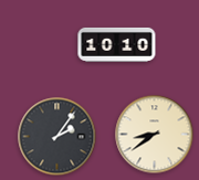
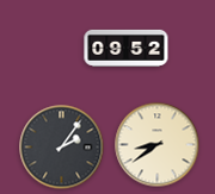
clock at (117, 44): 10:10 -> 09:52
clock at (155, 135) position: (155, 135) -> (158, 145)
